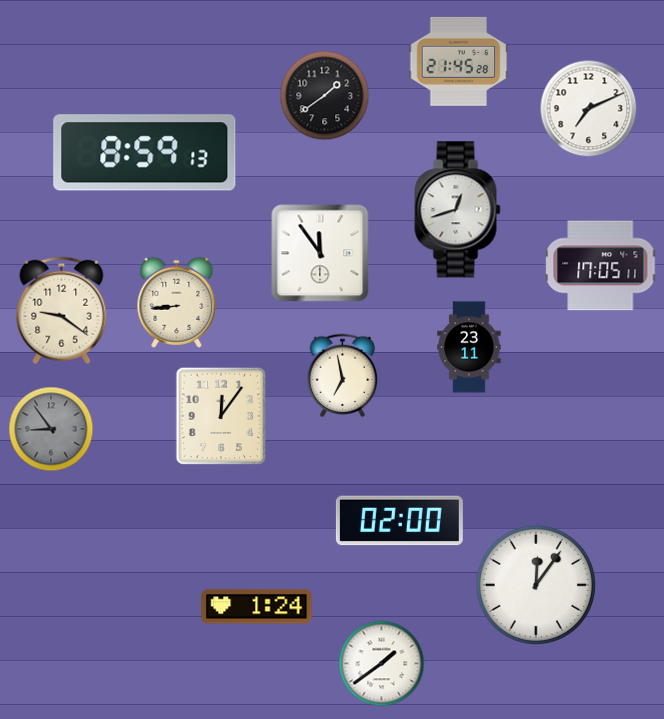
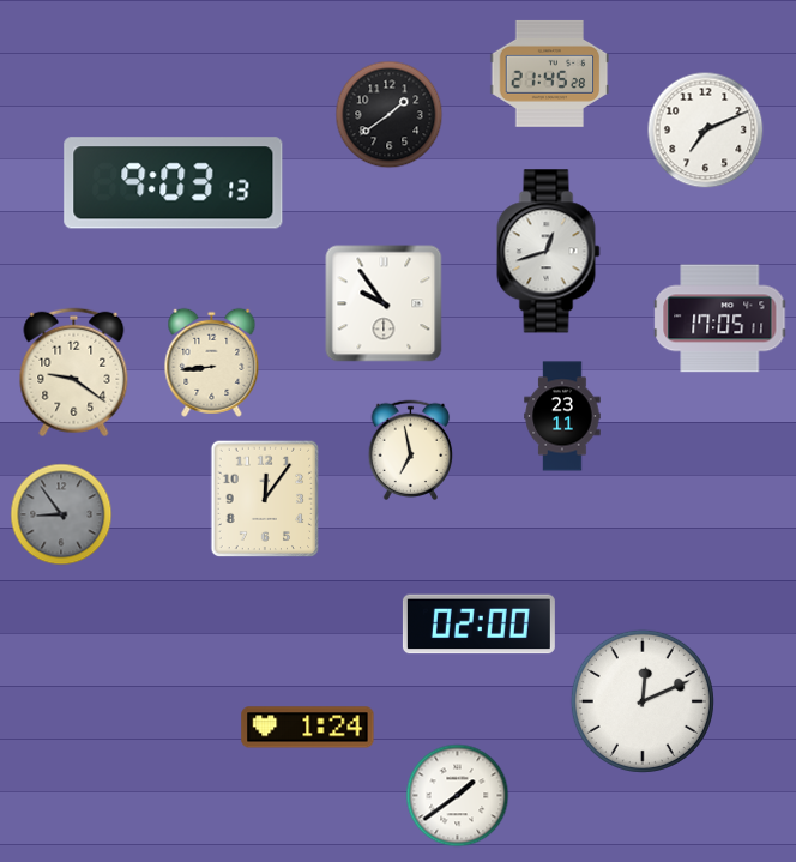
clock at (145, 153): 8:59 -> 9:03
clock at (320, 253): 11:54 -> 9:54
clock at (536, 585): 12:06 -> 12:11
